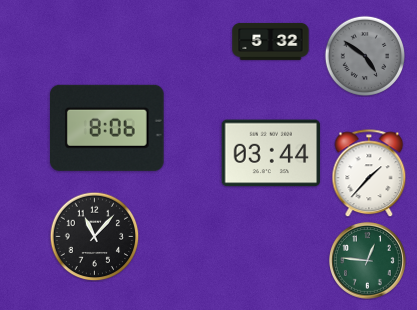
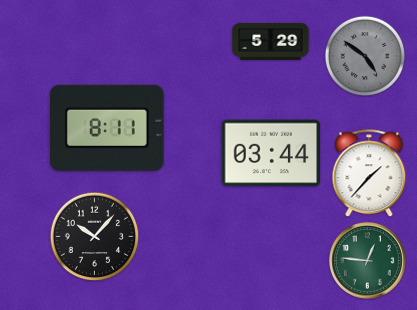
clock at (271, 41): 5:32 -> 5:29
clock at (107, 128): 8:06 -> 8:11
clock at (94, 236): 11:07 -> 10:07
